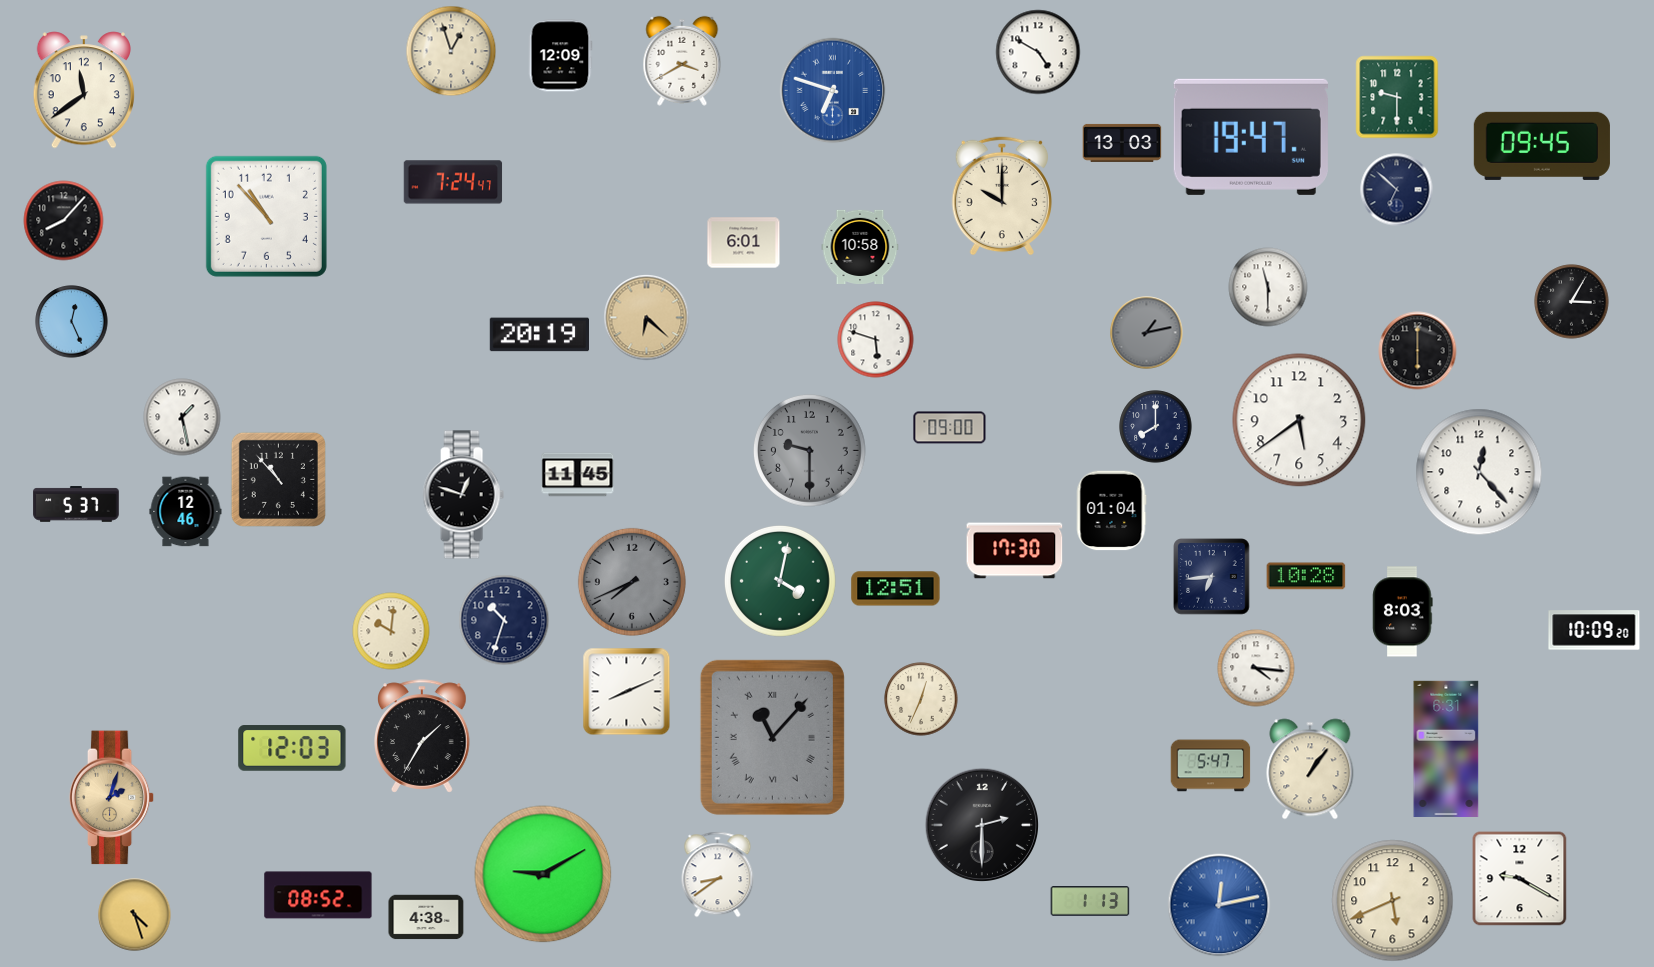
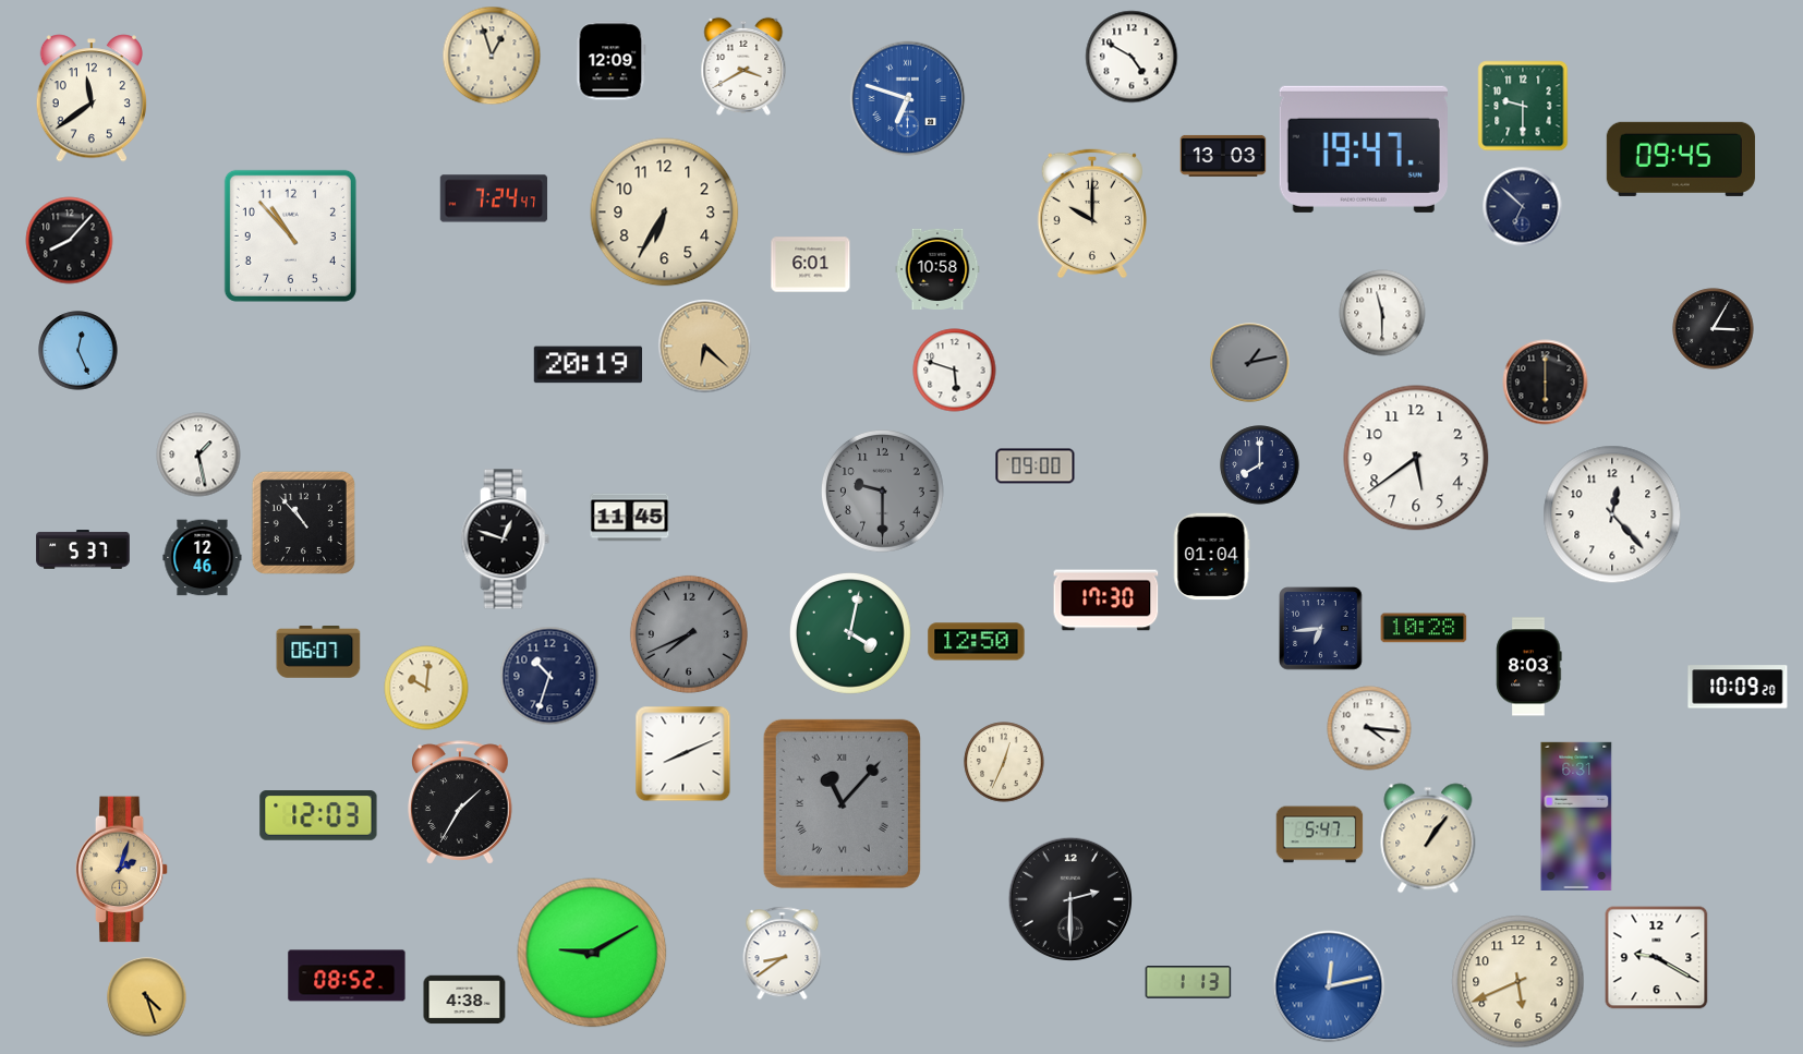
clock at (665, 213): none -> 6:35
clock at (896, 589): 12:51 -> 12:50
clock at (318, 653): none -> 06:07
